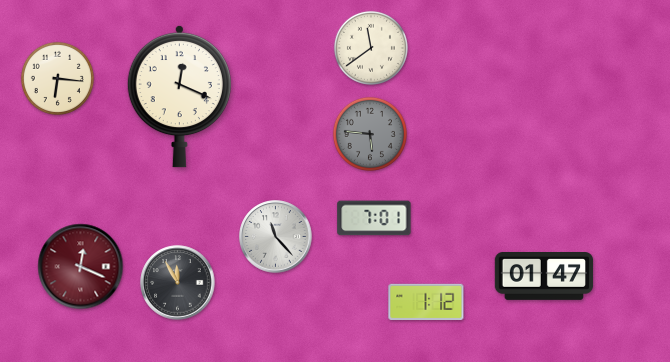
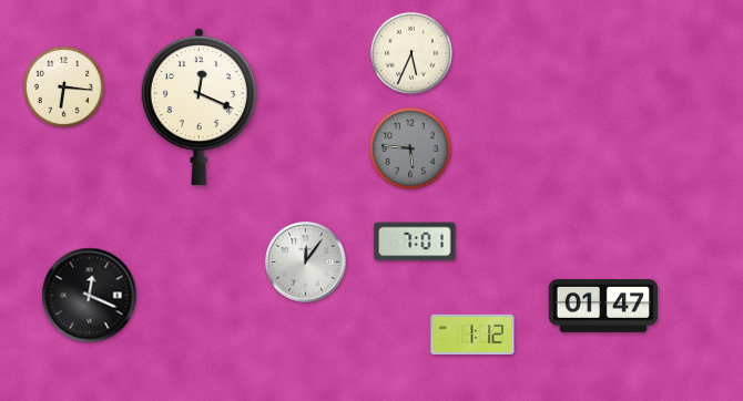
clock at (371, 48): 11:39 -> 5:34
clock at (276, 237): 11:23 -> 12:06
clock at (81, 267) dial: burgundy -> black
clock at (178, 283): 11:55 -> none
